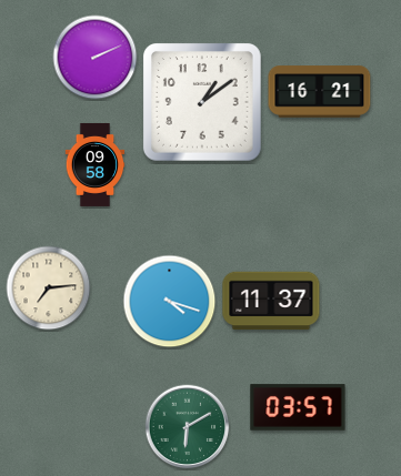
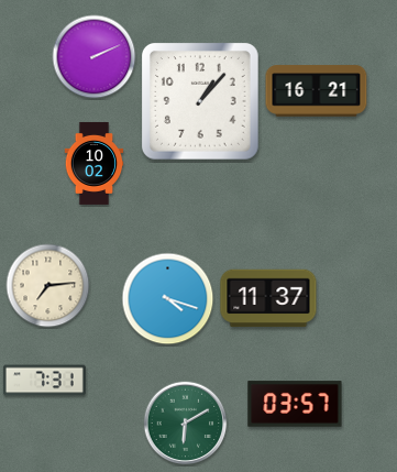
clock at (203, 103): 1:09 -> 1:07
clock at (96, 164): 09:58 -> 10:02
clock at (44, 381): none -> 7:31
